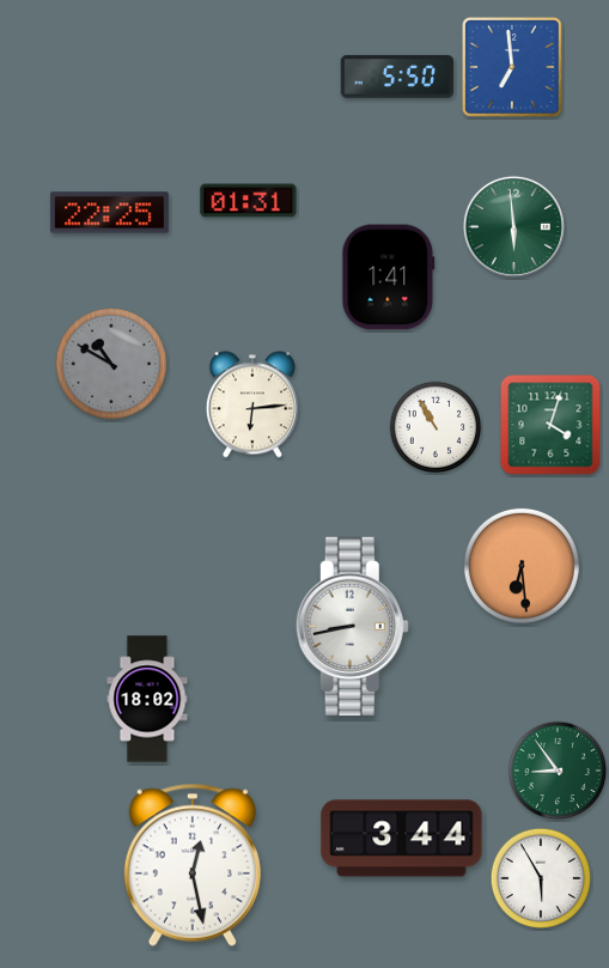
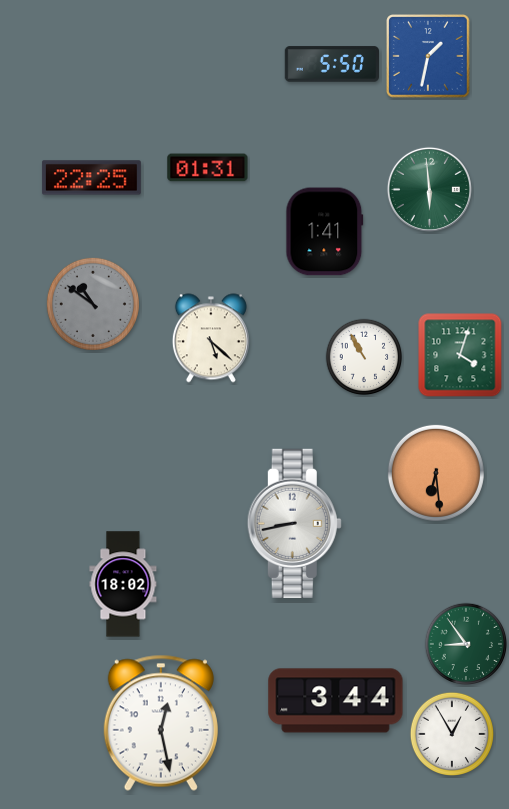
clock at (512, 67): 6:59 -> 1:32
clock at (111, 364): 10:50 -> 10:51
clock at (252, 404): 6:14 -> 5:22
clock at (540, 877): 5:55 -> 12:55
